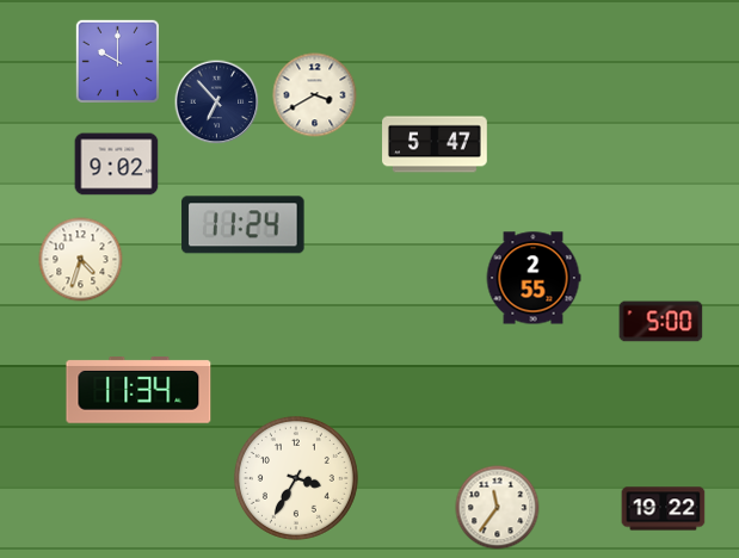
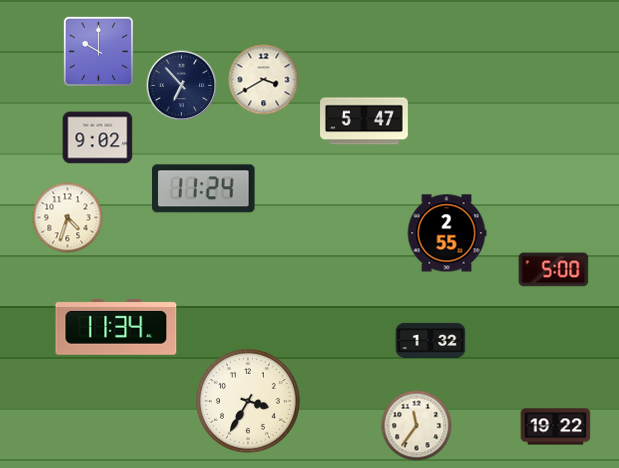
clock at (431, 340): none -> 1:32
